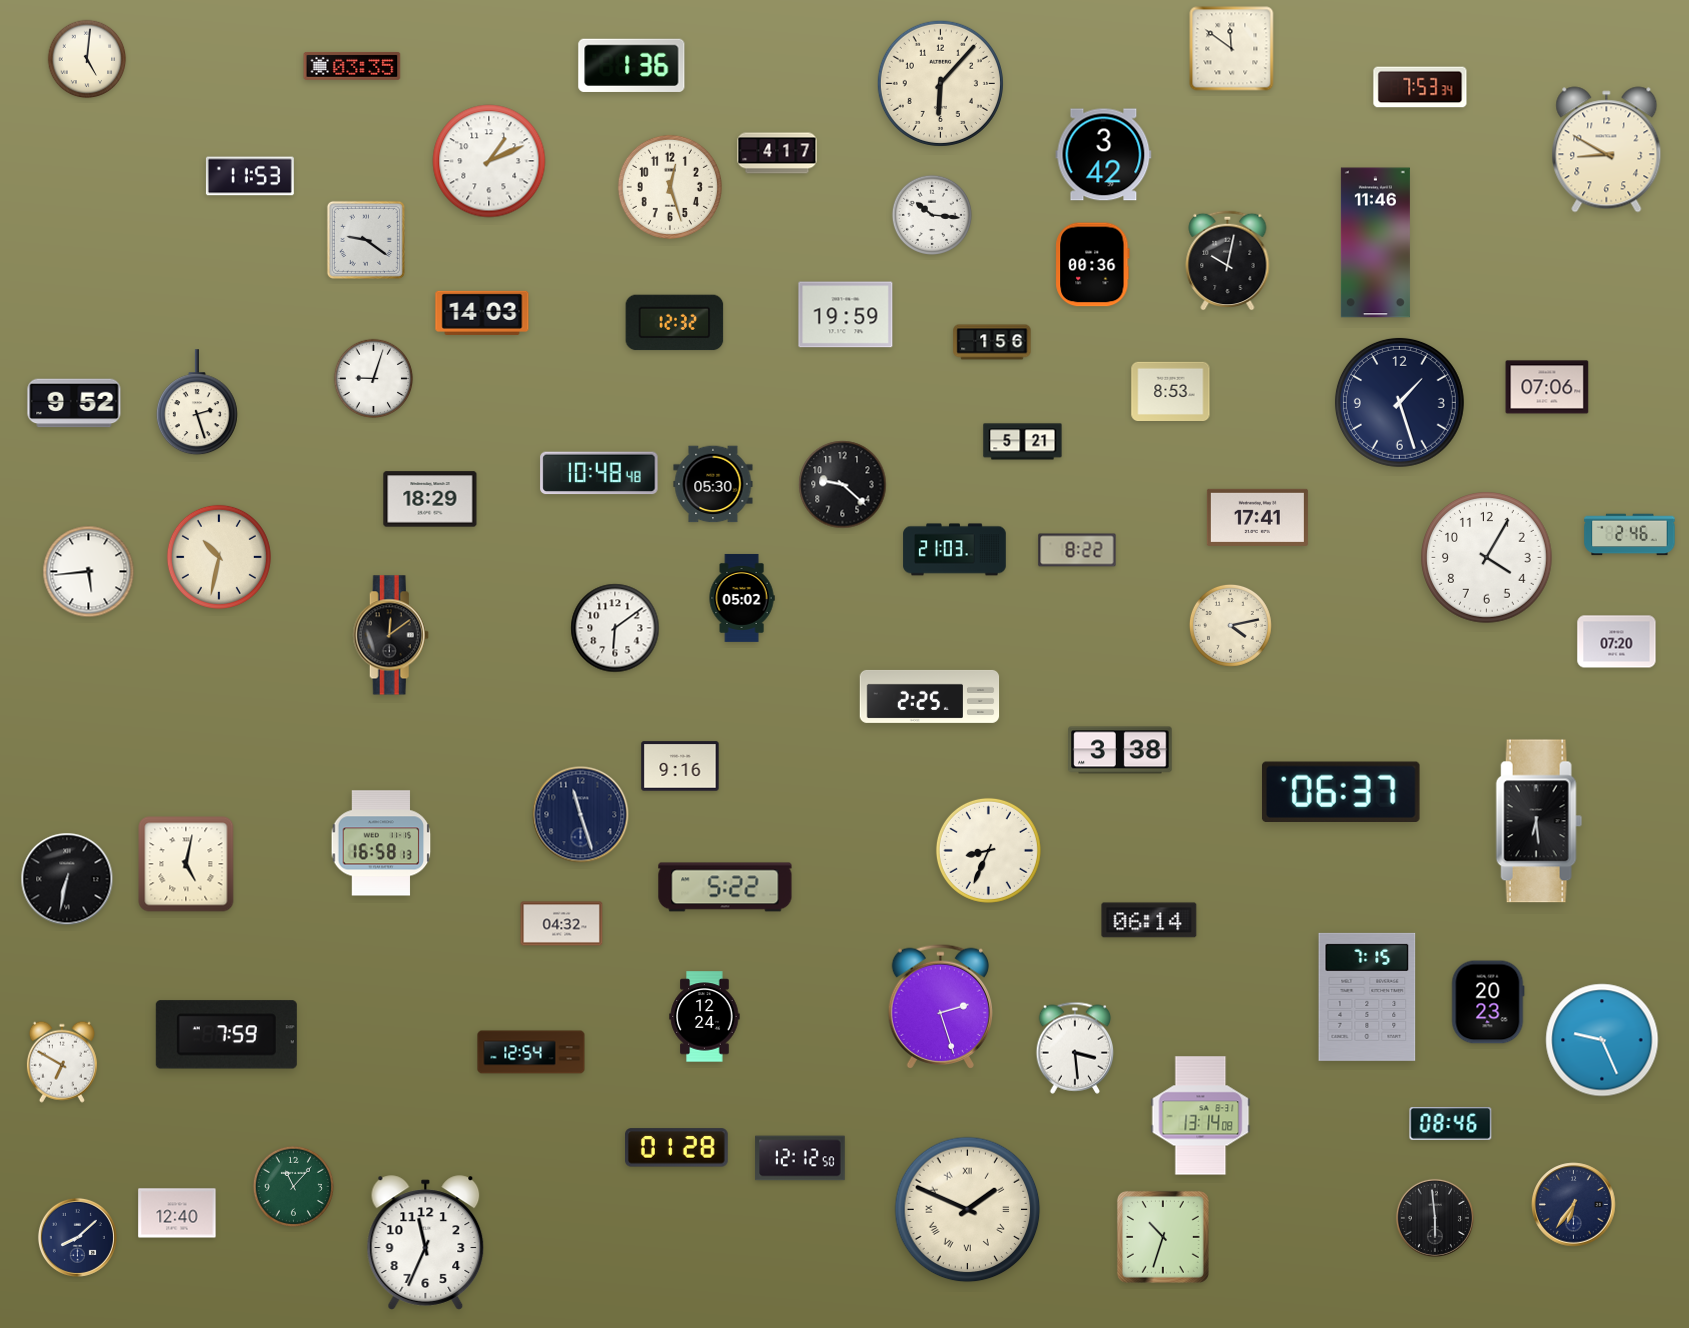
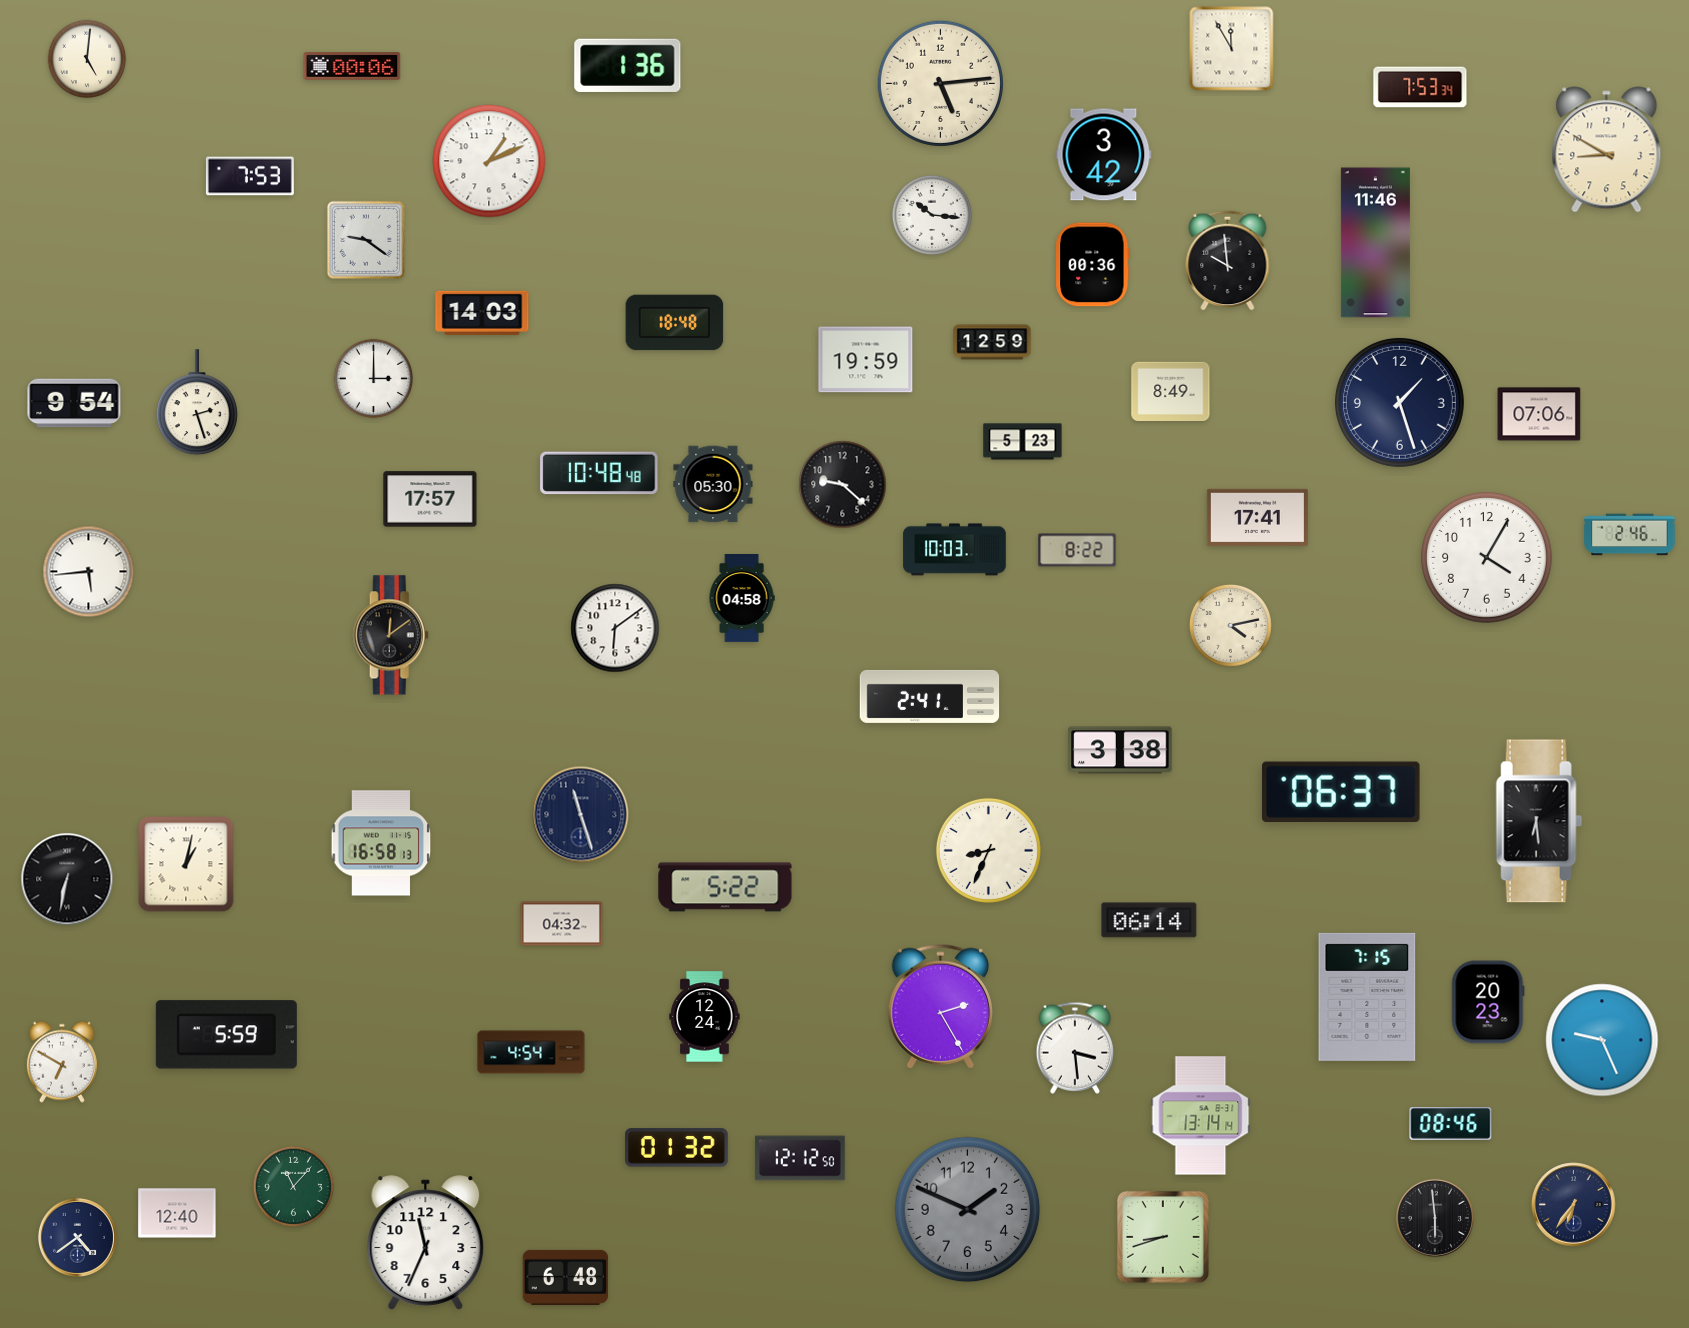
clock at (1232, 49): 11:51 -> 11:55
clock at (632, 65) position: (632, 65) -> (628, 65)
clock at (352, 66): 03:35 -> 00:06
clock at (940, 83): 6:07 -> 5:14
clock at (777, 153): 4:17 -> none
clock at (250, 176): 11:53 -> 7:53
clock at (670, 187): 12:27 -> none
clock at (1228, 260): 10:02 -> 9:59
clock at (846, 315) position: (846, 315) -> (866, 360)
clock at (675, 323): 12:32 -> 18:48
clock at (992, 342): 1:56 -> 12:59
clock at (374, 379): 9:03 -> 3:00
clock at (1547, 387) position: (1547, 387) -> (1539, 414)
clock at (1171, 391): 8:53 -> 8:49
clock at (74, 403): 9:52 -> 9:54
clock at (1023, 442): 5:21 -> 5:23
clock at (430, 499): 18:29 -> 17:57
clock at (955, 550): 21:03 -> 10:03
clock at (219, 557): 10:32 -> none
clock at (742, 598): 05:02 -> 04:58
clock at (1617, 642): 07:20 -> none
clock at (930, 696): 2:25 -> 2:41
clock at (680, 766): 9:16 -> none
clock at (186, 864): 5:02 -> 1:02
clock at (940, 1006): 2:27 -> 2:25
clock at (226, 1035): 7:59 -> 5:59
clock at (531, 1052): 12:54 -> 4:54
clock at (1201, 1116): 13:14:08 -> 13:14:14
clock at (677, 1148): 01:28 -> 01:32
clock at (968, 1210) dial: cream -> grey
clock at (968, 1210) numerals: Roman -> Arabic
clock at (77, 1237): 8:08 -> 4:39
clock at (1163, 1237): 10:33 -> 8:42
clock at (566, 1277): none -> 6:48
